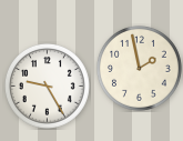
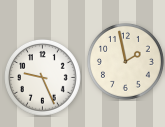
clock at (47, 85): 9:25 -> 9:26
